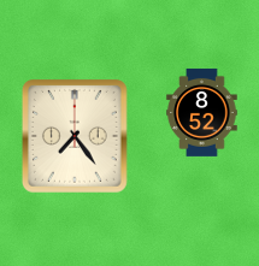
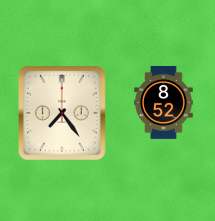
clock at (202, 113) position: (202, 113) -> (164, 103)
